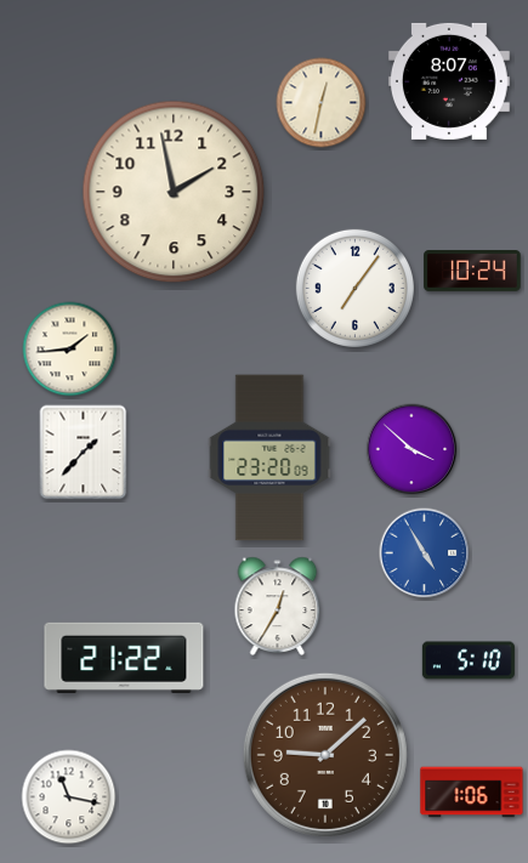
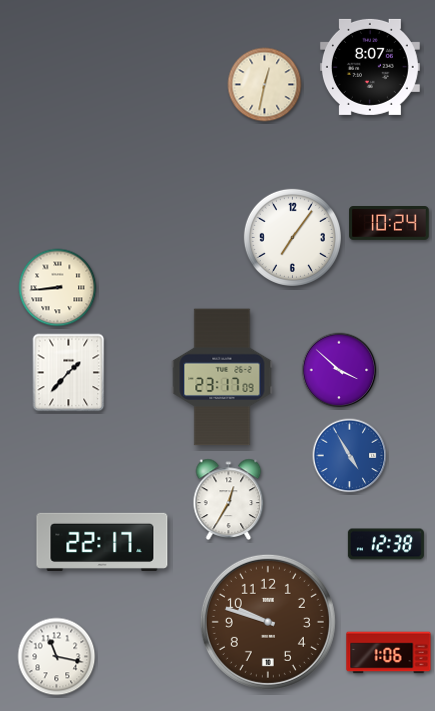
clock at (174, 192): 1:58 -> none
clock at (70, 350): 1:44 -> 8:44
clock at (269, 458): 23:20 -> 23:17
clock at (124, 658): 21:22 -> 22:17
clock at (469, 660): 5:10 -> 12:38
clock at (325, 755): 9:08 -> 9:48
